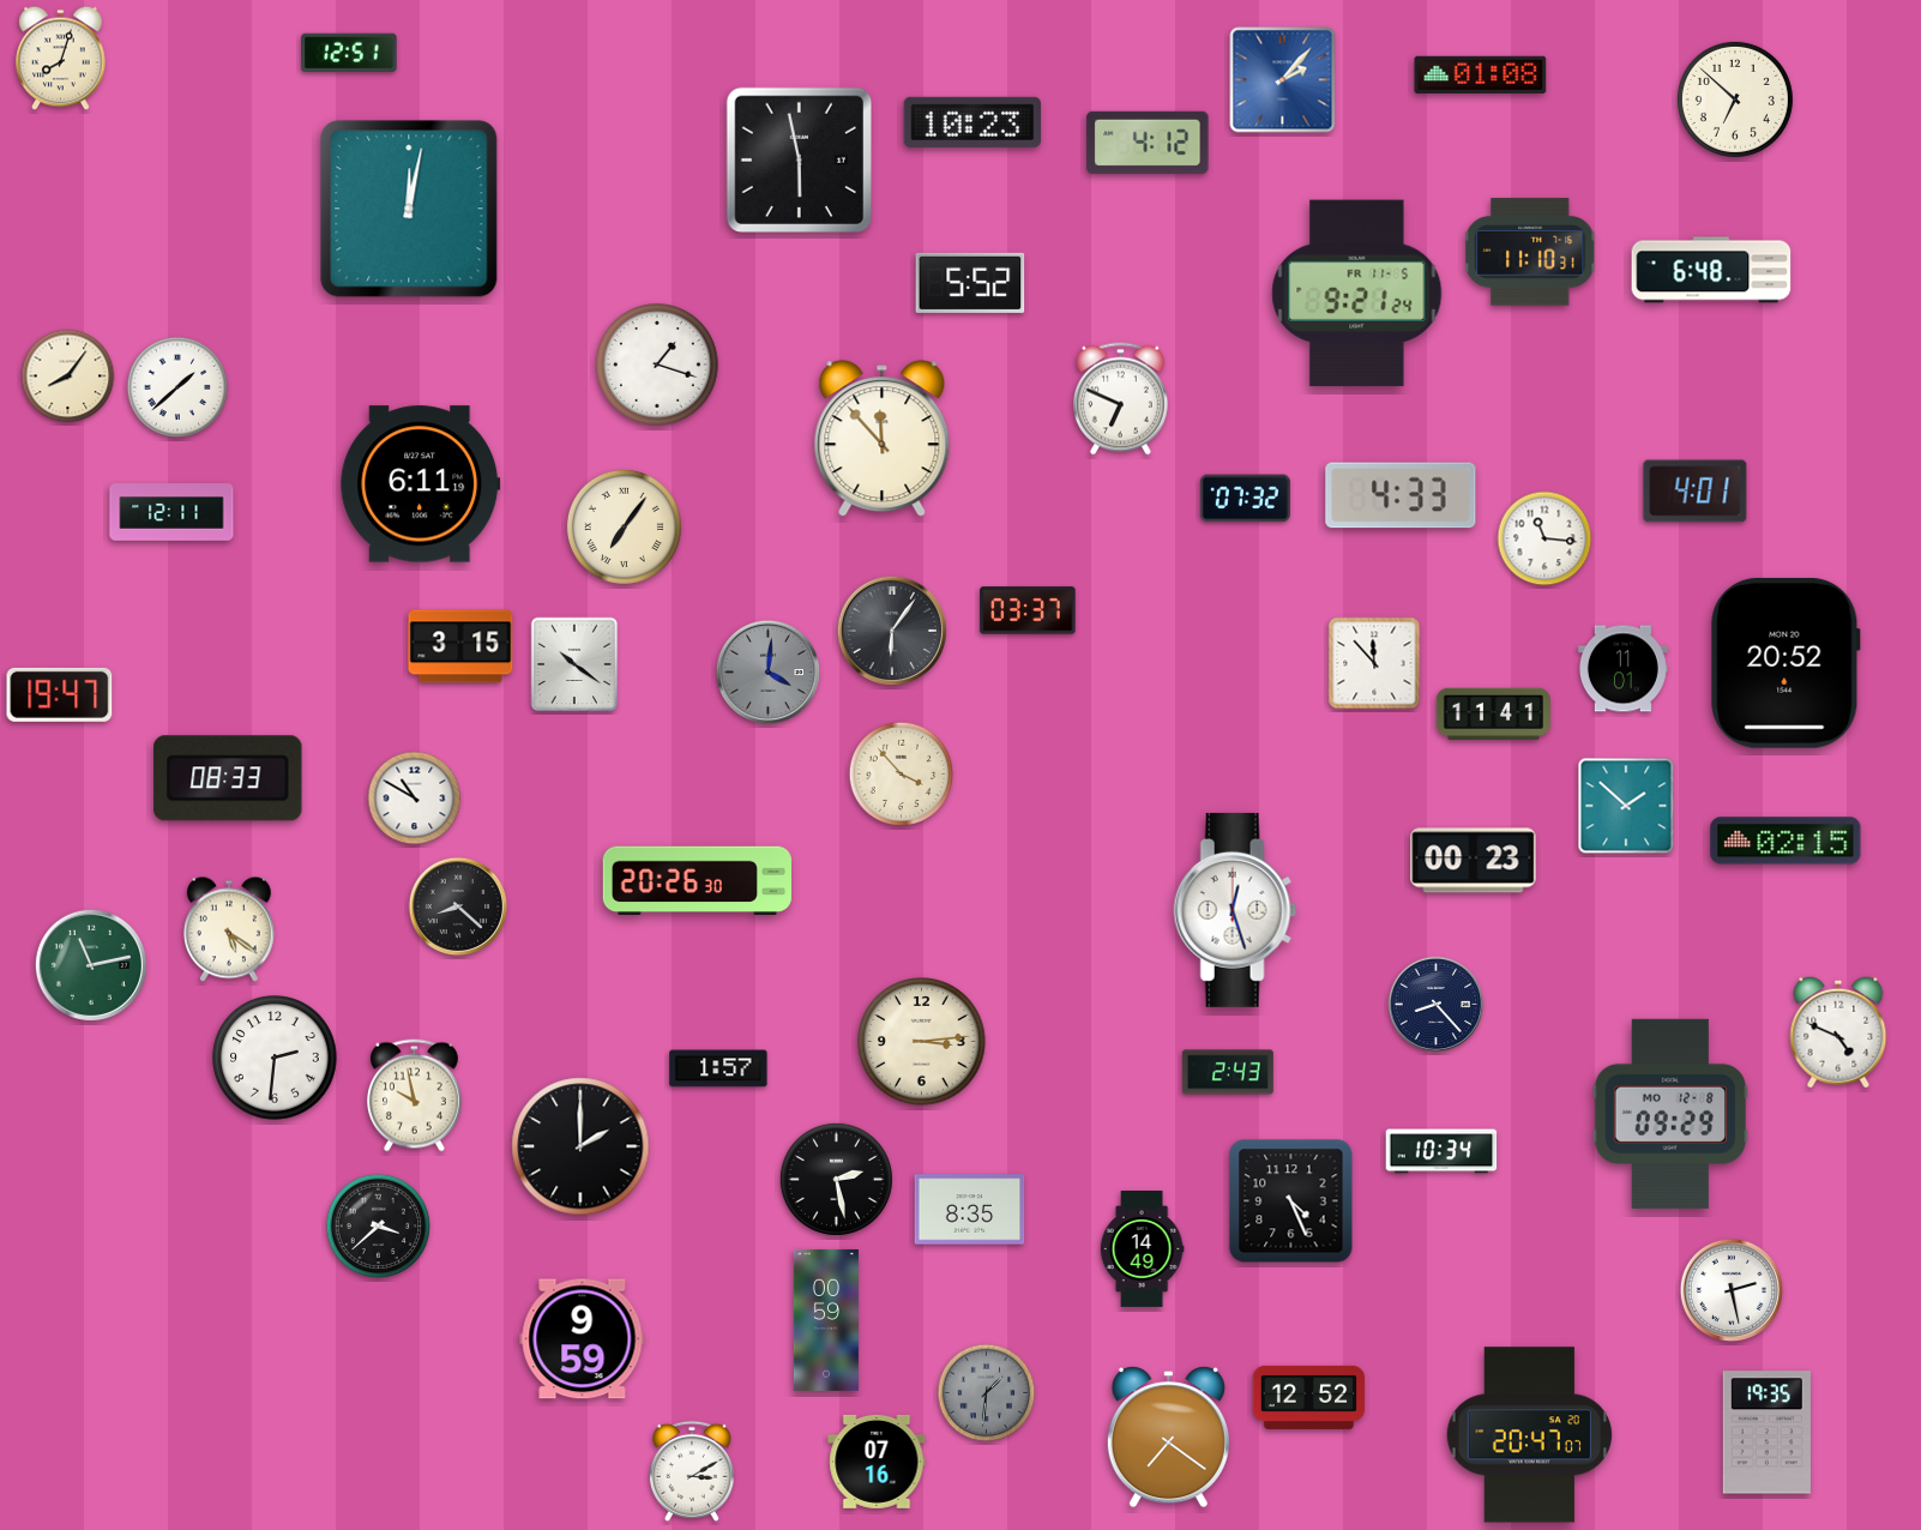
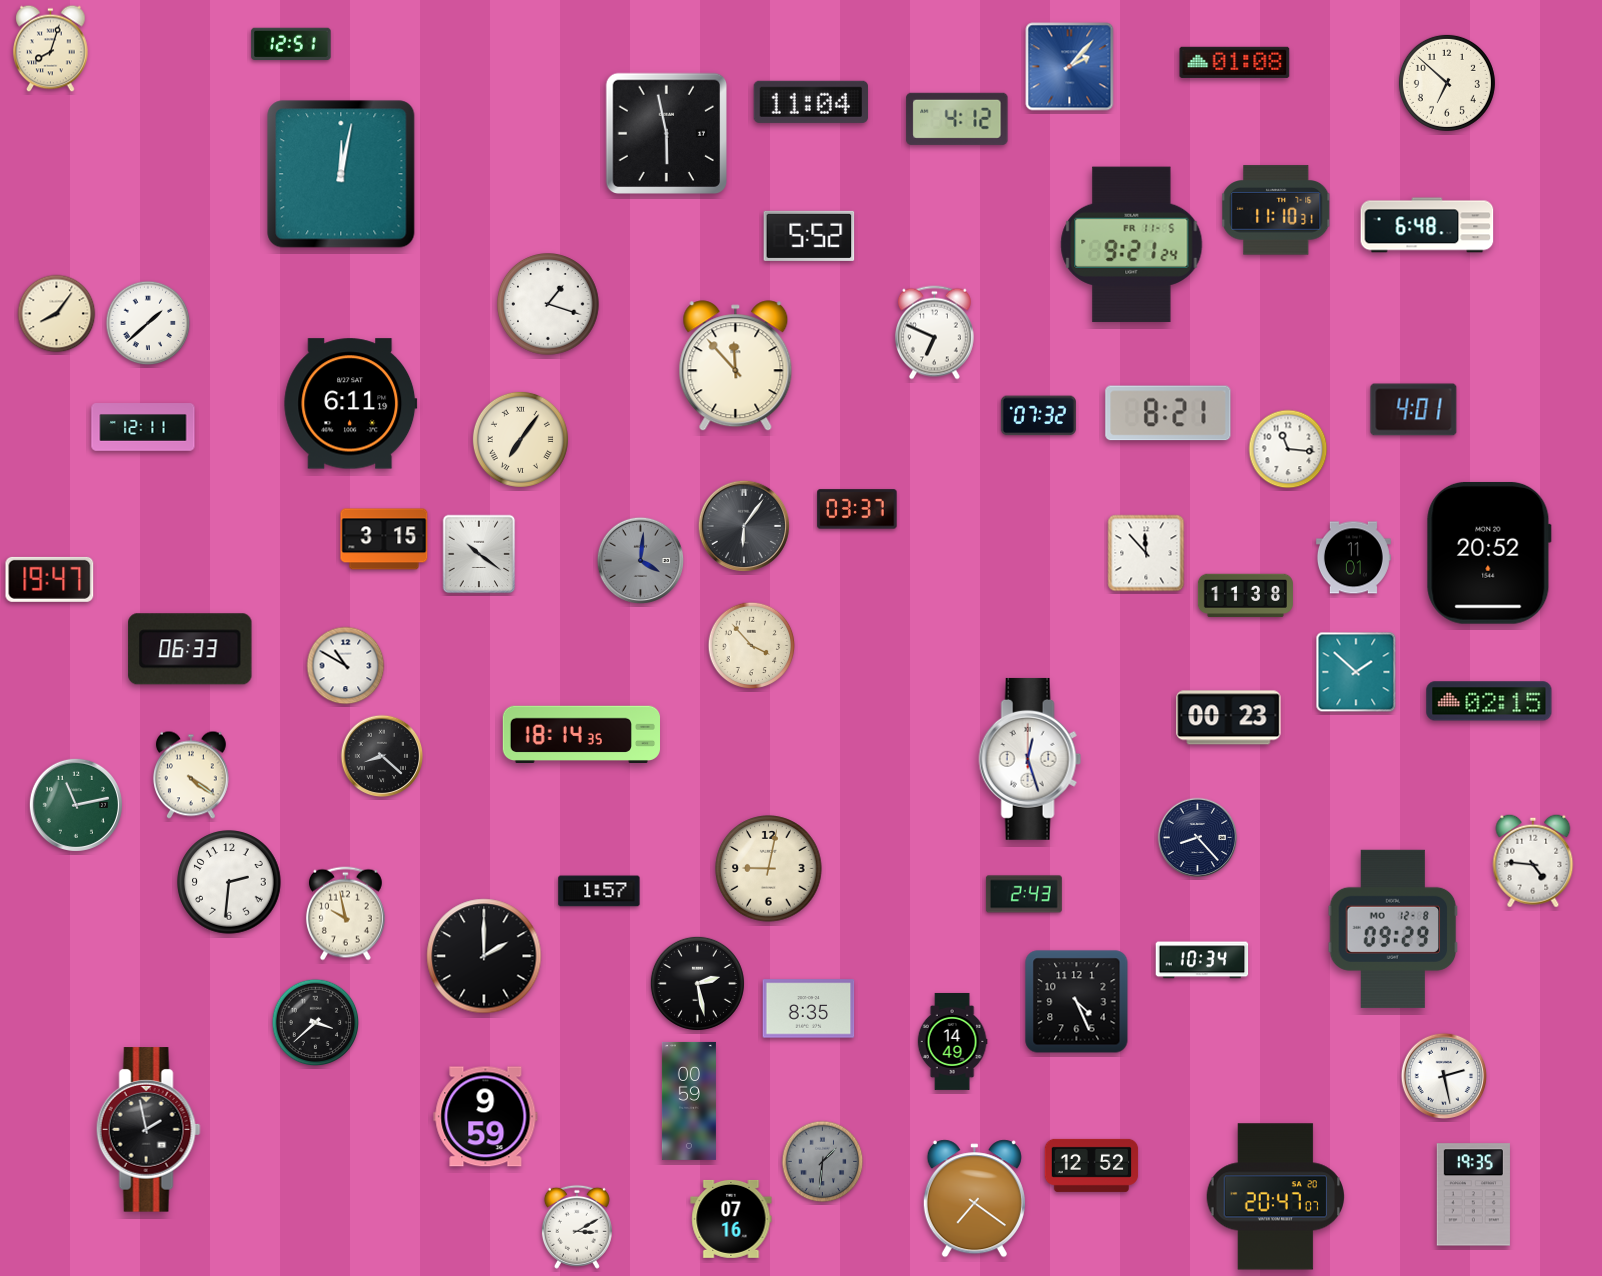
clock at (972, 122): 10:23 -> 11:04
clock at (1401, 495): 4:33 -> 8:21
clock at (1493, 715): 11:41 -> 11:38
clock at (228, 778): 08:33 -> 06:33
clock at (697, 880): 20:26 -> 18:14
clock at (229, 929): 5:21 -> 4:21
clock at (1838, 1032): 4:49 -> 4:46
clock at (922, 1042): 3:14 -> 9:02
clock at (148, 1130): none -> 1:58
